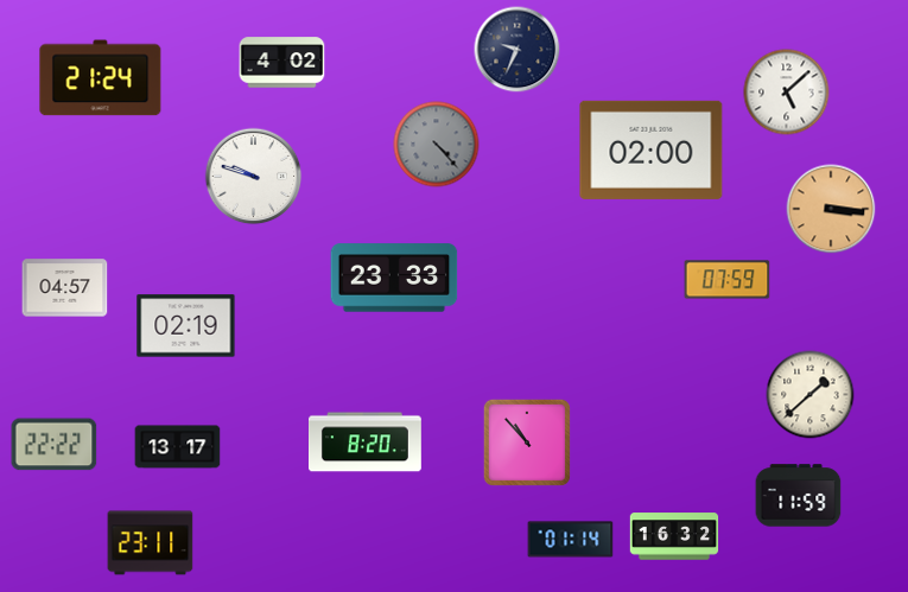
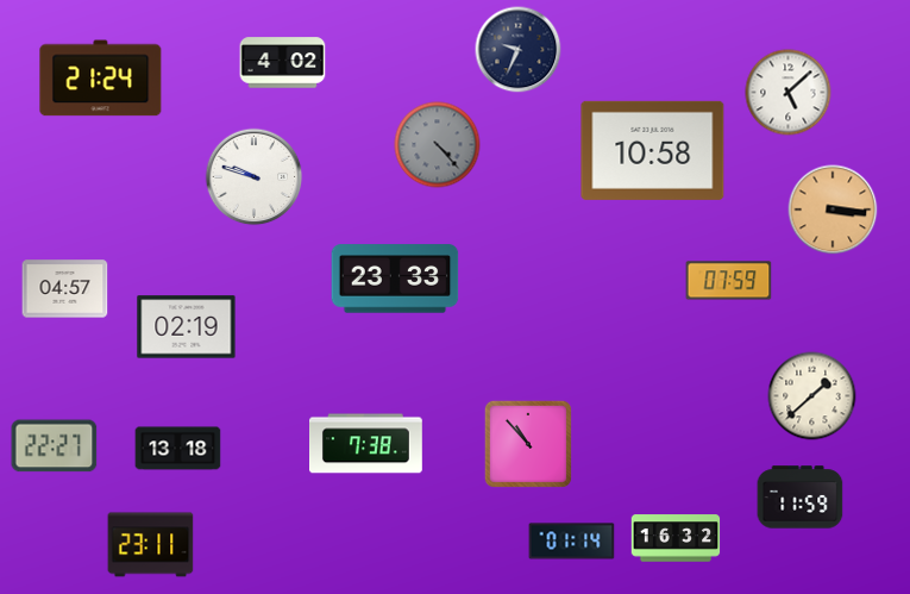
clock at (652, 149): 02:00 -> 10:58
clock at (366, 443): 8:20 -> 7:38
clock at (55, 445): 22:22 -> 22:27
clock at (178, 447): 13:17 -> 13:18
